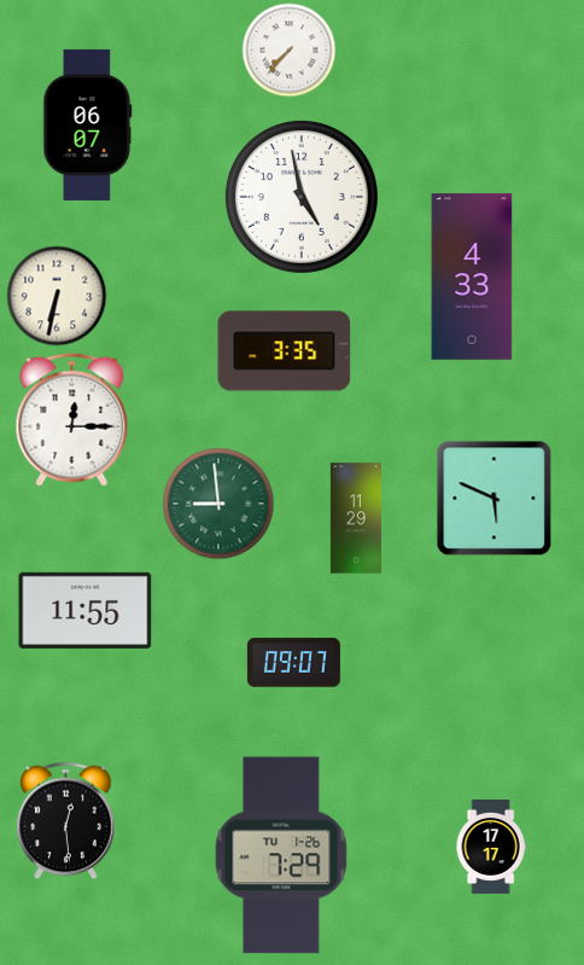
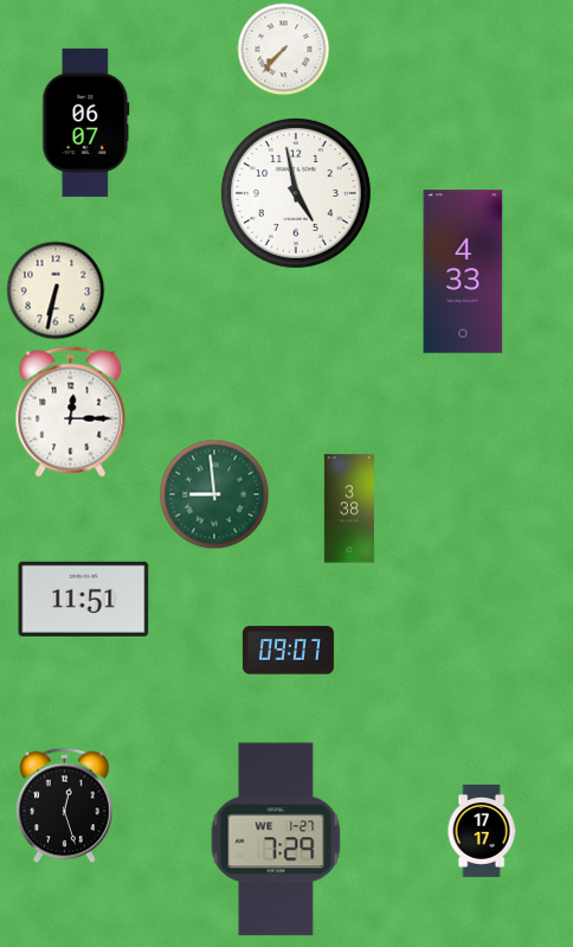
clock at (285, 351): 3:35 -> none
clock at (494, 498): 5:49 -> none
clock at (355, 518): 11:29 -> 3:38
clock at (86, 610): 11:55 -> 11:51
clock at (66, 820): 12:29 -> 12:27
clock at (281, 855) date: TU 1-26 -> WE 1-27
